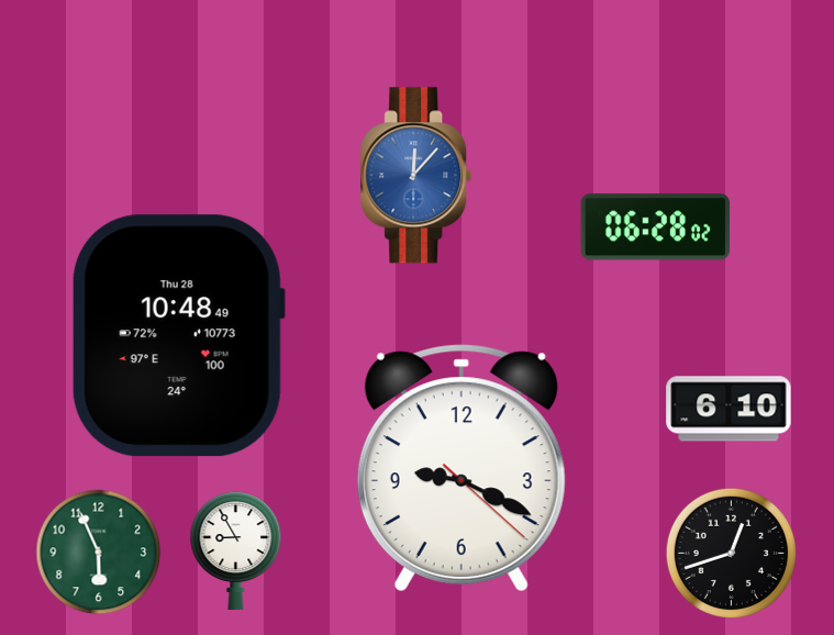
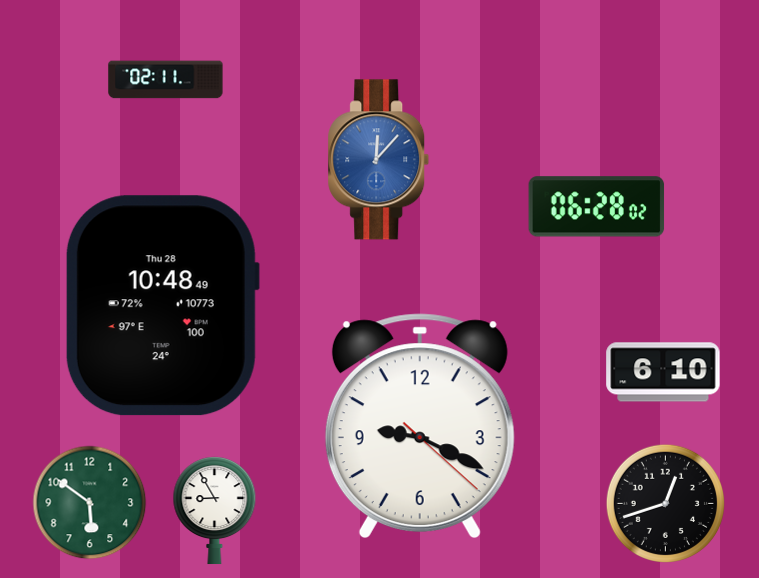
clock at (166, 80): none -> 02:11
clock at (236, 552) position: (236, 552) -> (215, 511)
clock at (99, 553): 5:56 -> 5:51
